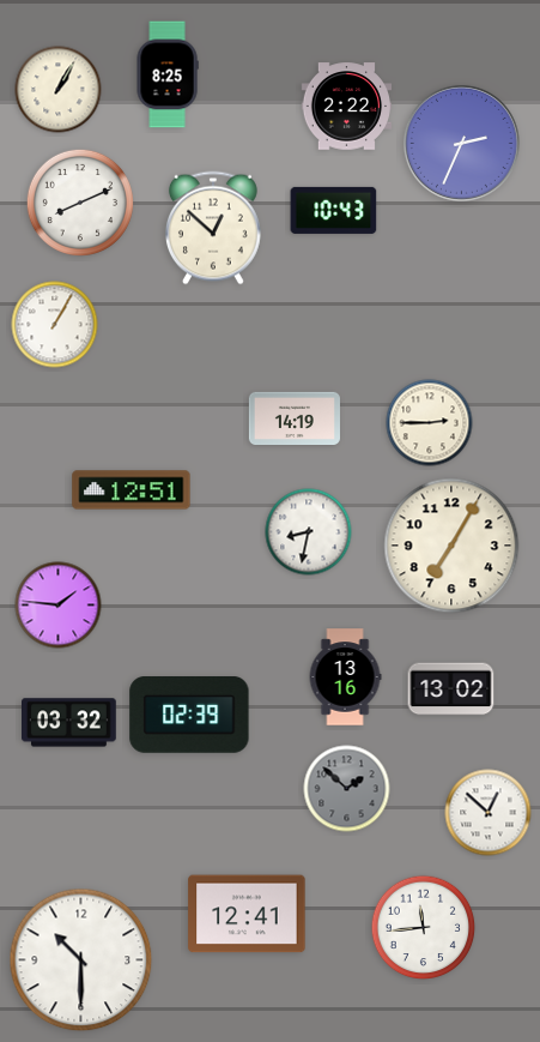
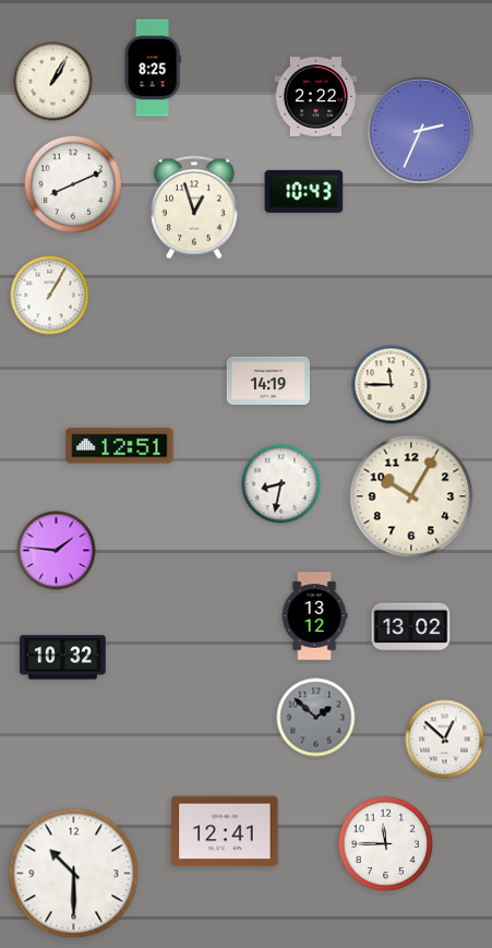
clock at (213, 228): 12:52 -> 12:57
clock at (430, 423): 2:45 -> 11:45
clock at (451, 546): 7:05 -> 10:05
clock at (59, 606) position: (59, 606) -> (57, 551)
clock at (345, 677): 13:16 -> 13:12
clock at (189, 716): 02:39 -> none
clock at (69, 723): 03:32 -> 10:32
clock at (424, 928): 11:44 -> 11:45
